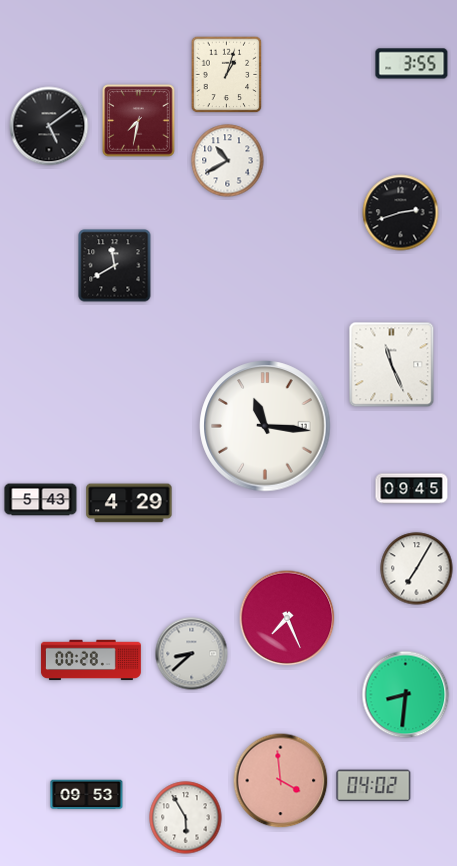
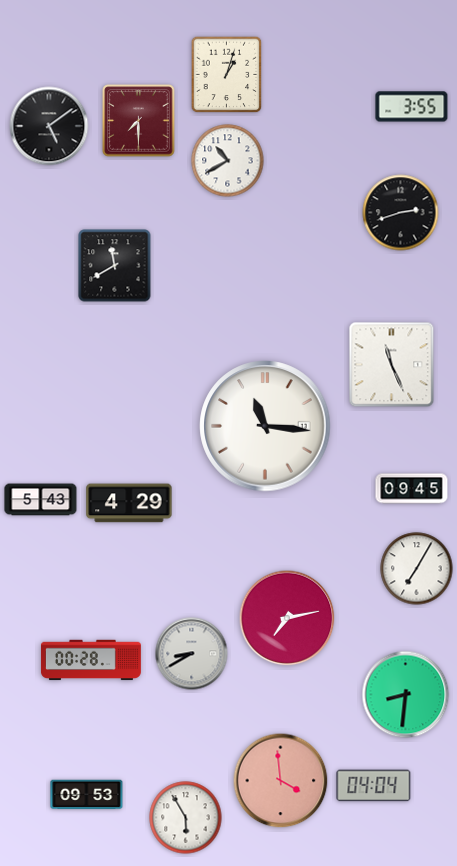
clock at (412, 64) position: (412, 64) -> (412, 107)
clock at (139, 121): 7:32 -> 7:30
clock at (287, 618): 7:26 -> 7:13
clock at (192, 654): 8:38 -> 8:40
clock at (374, 786): 04:02 -> 04:04
